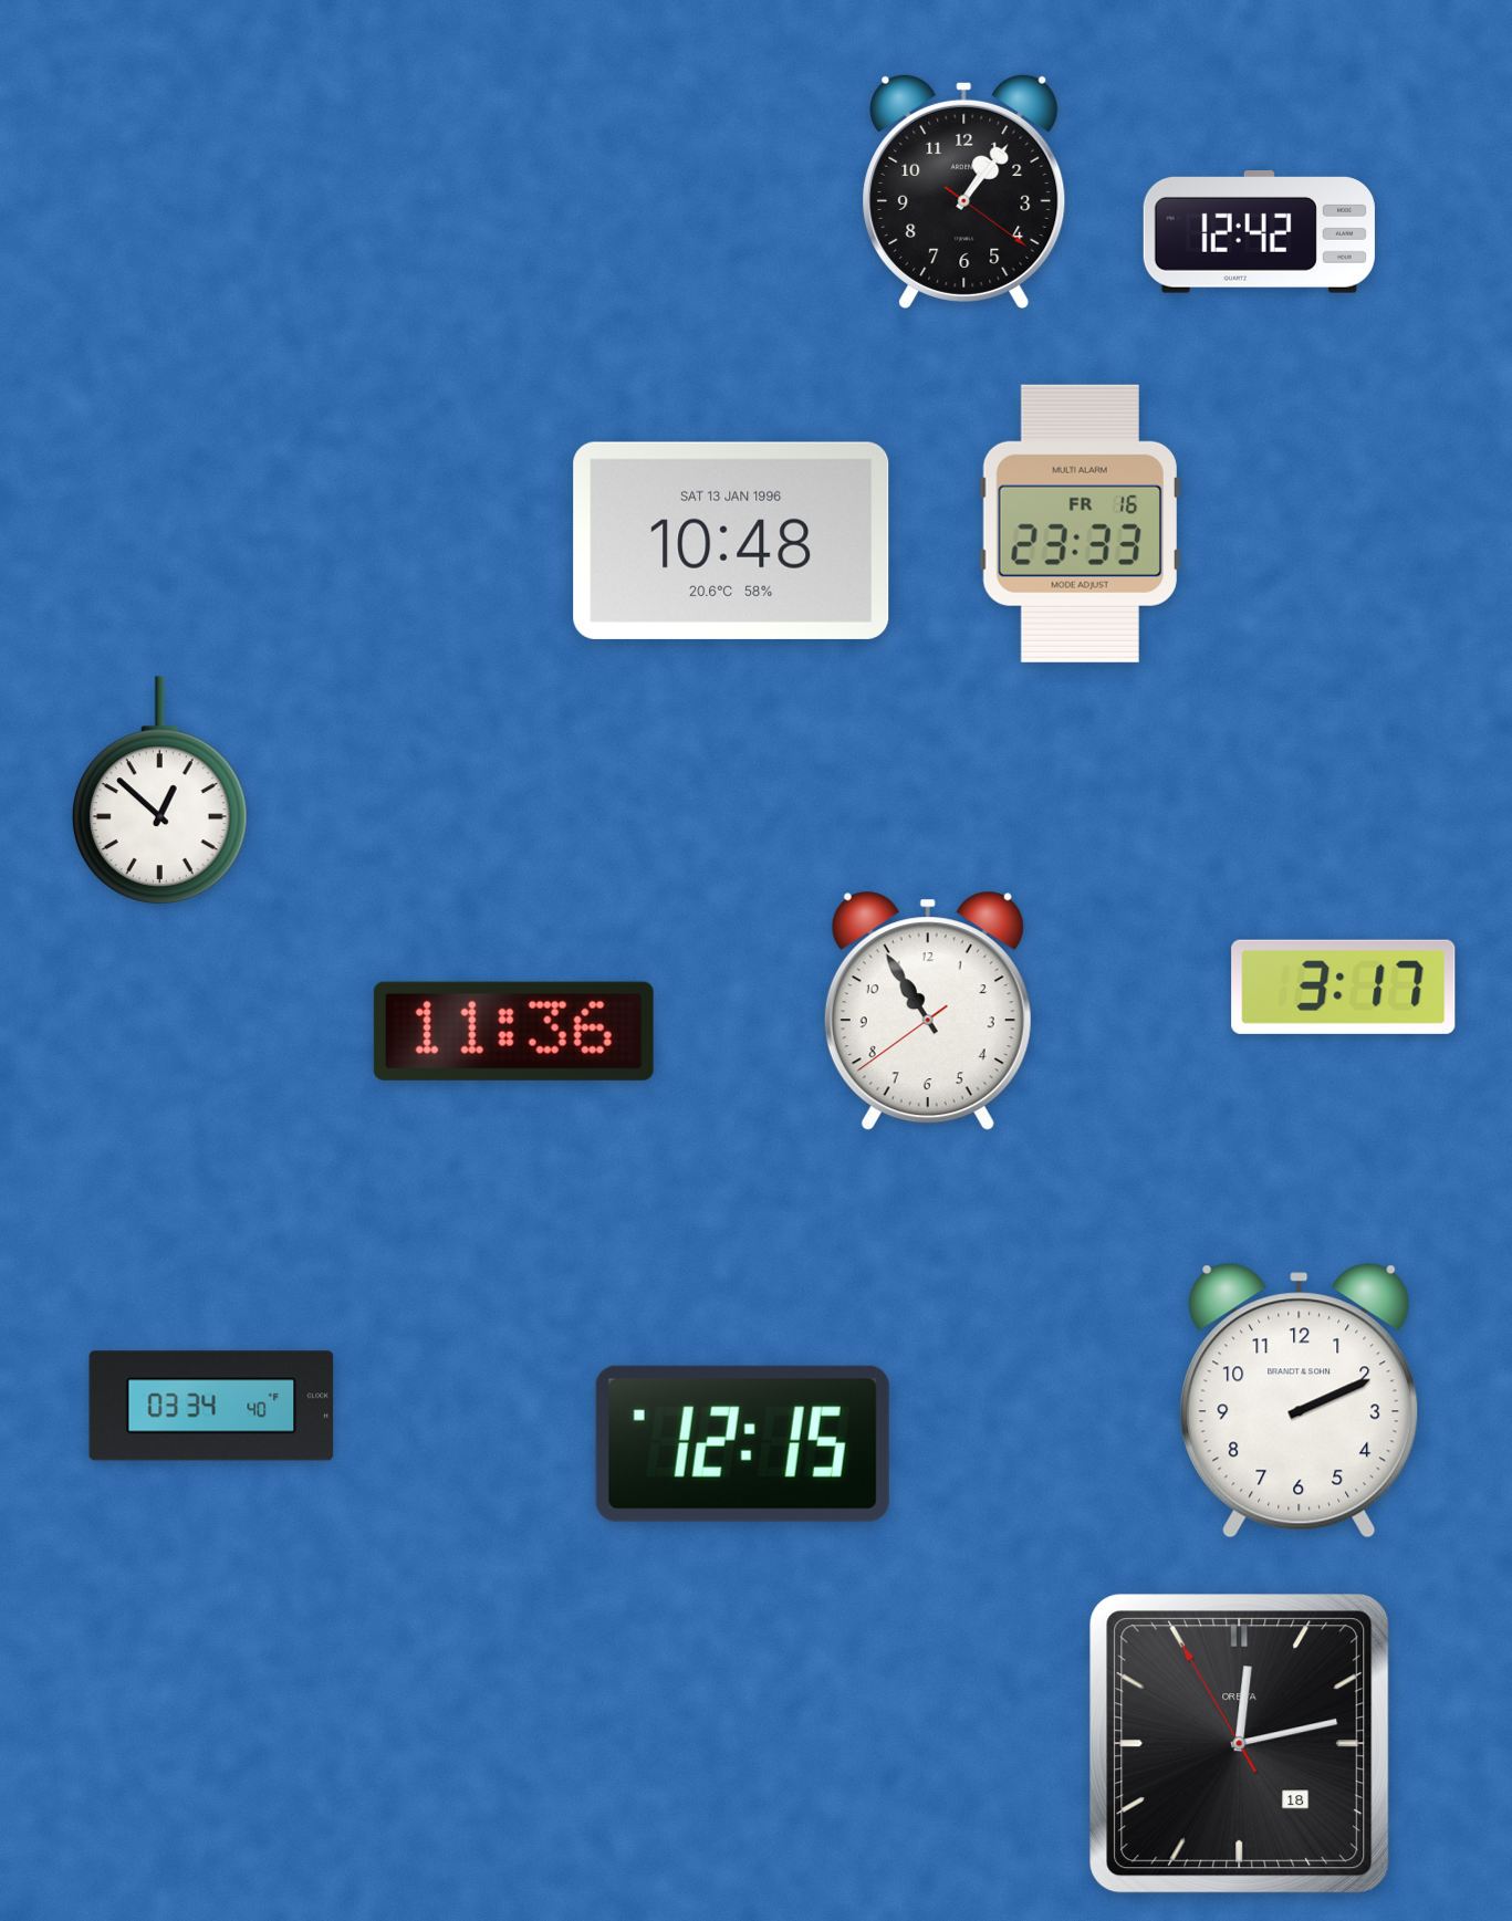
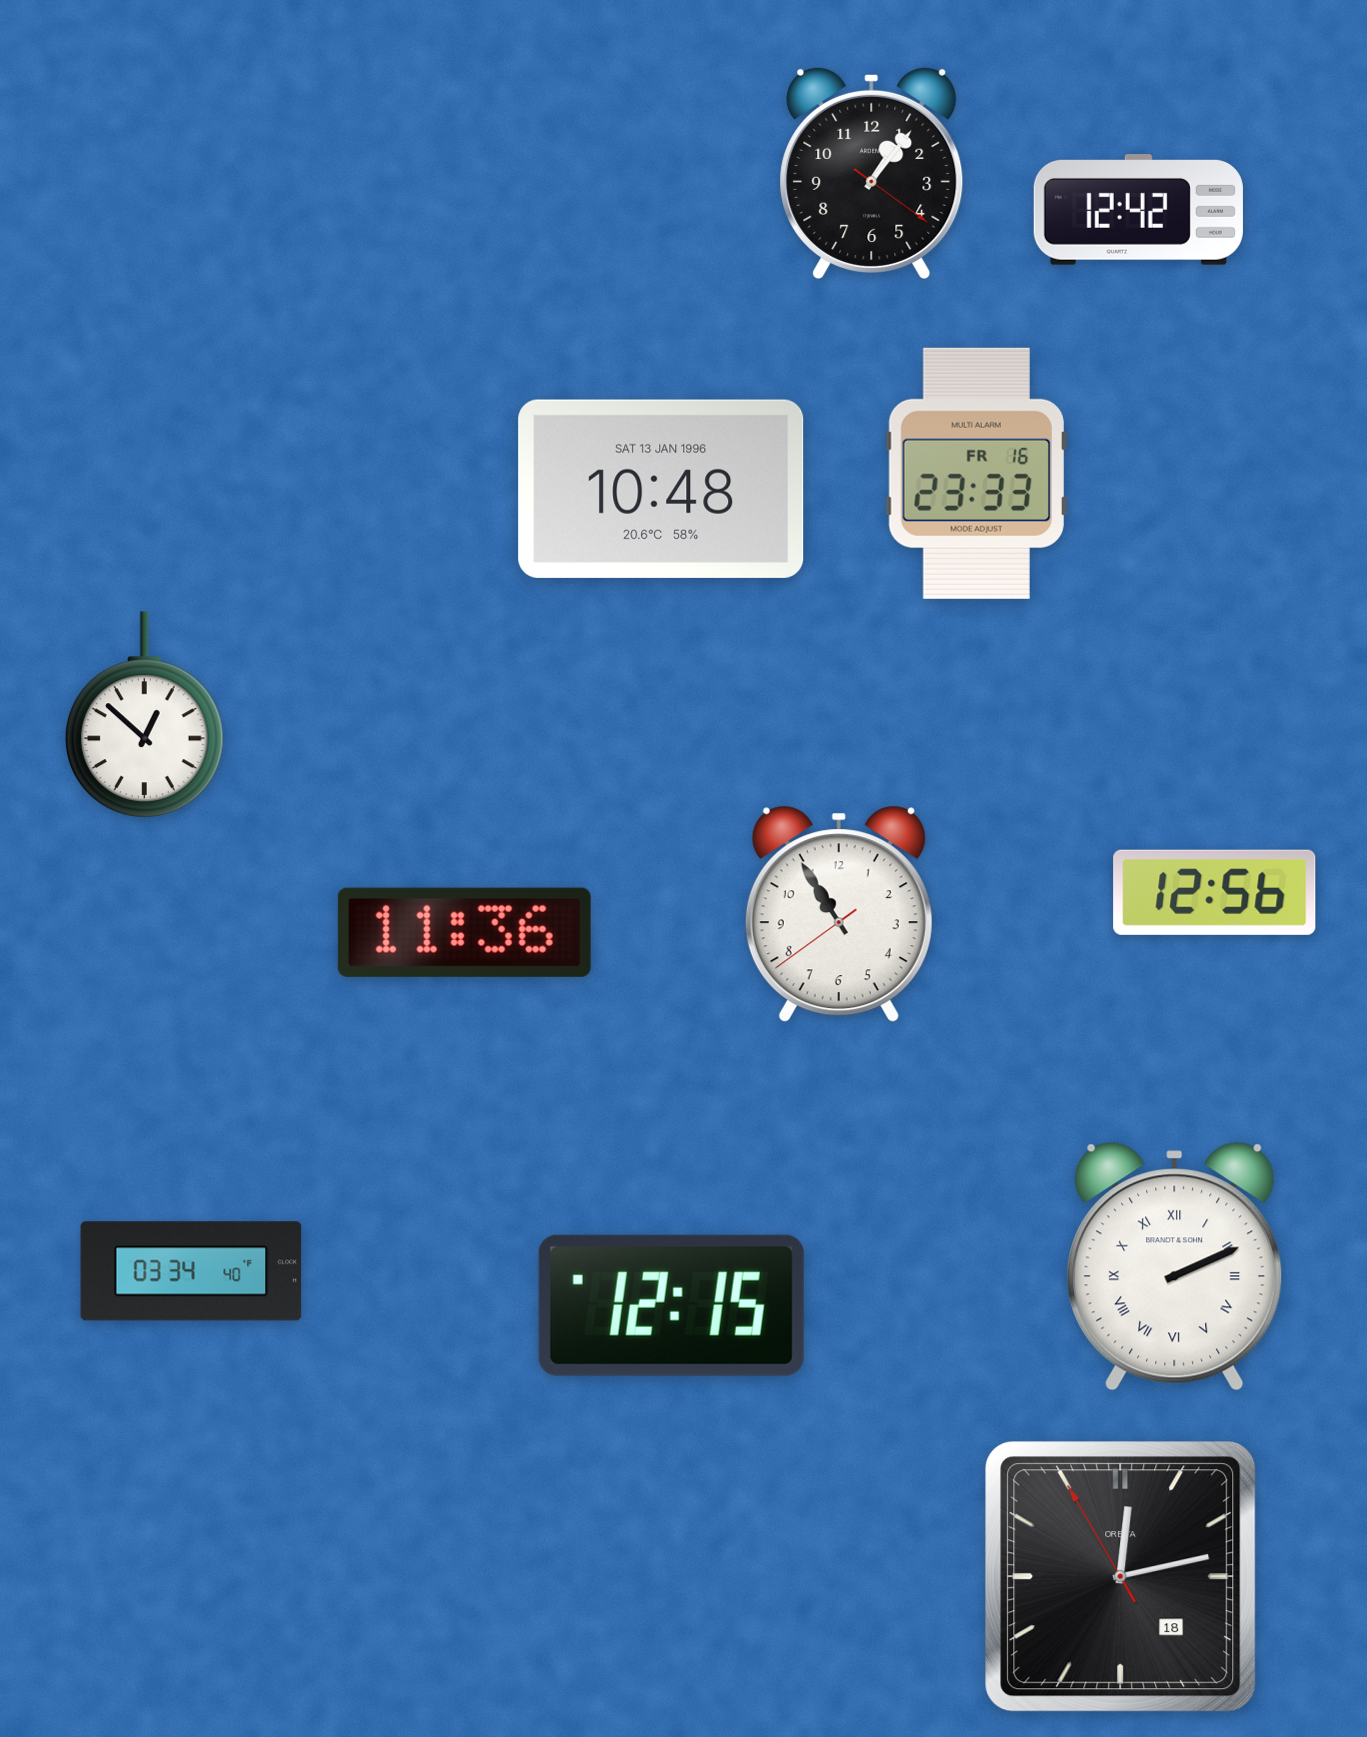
clock at (1344, 986): 3:17 -> 12:56
clock at (1300, 1401) numerals: Arabic -> Roman
